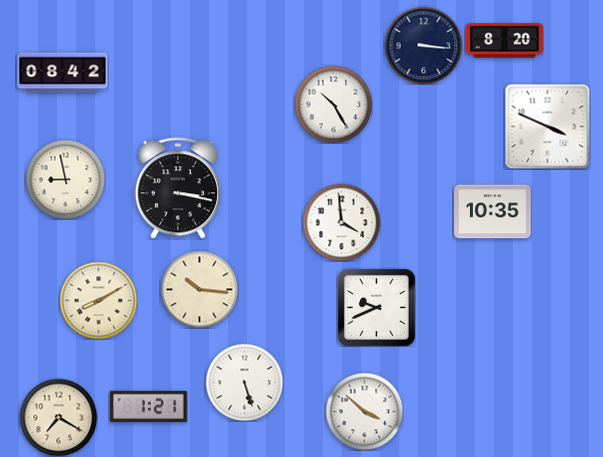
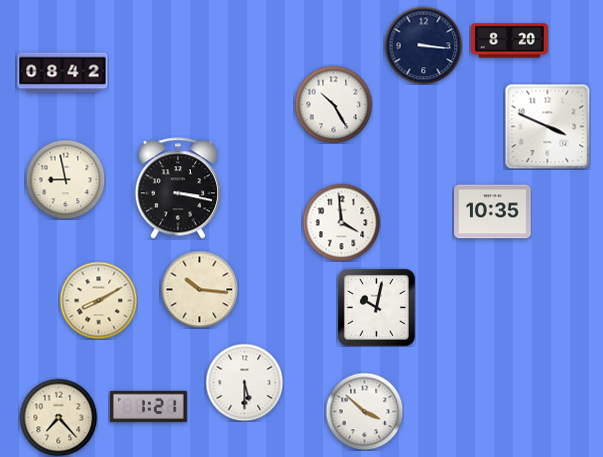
clock at (505, 41) position: (505, 41) -> (510, 41)
clock at (376, 307): 9:41 -> 10:02
clock at (244, 382): 5:27 -> 5:30
clock at (58, 417): 7:20 -> 7:23
